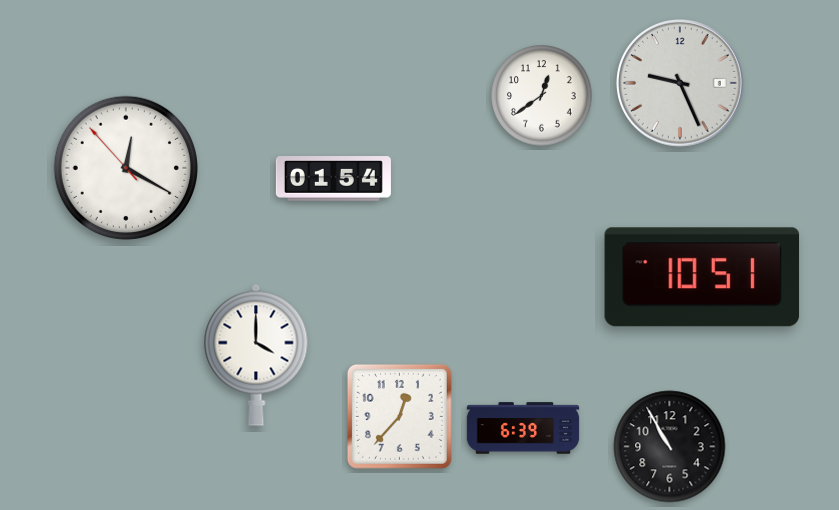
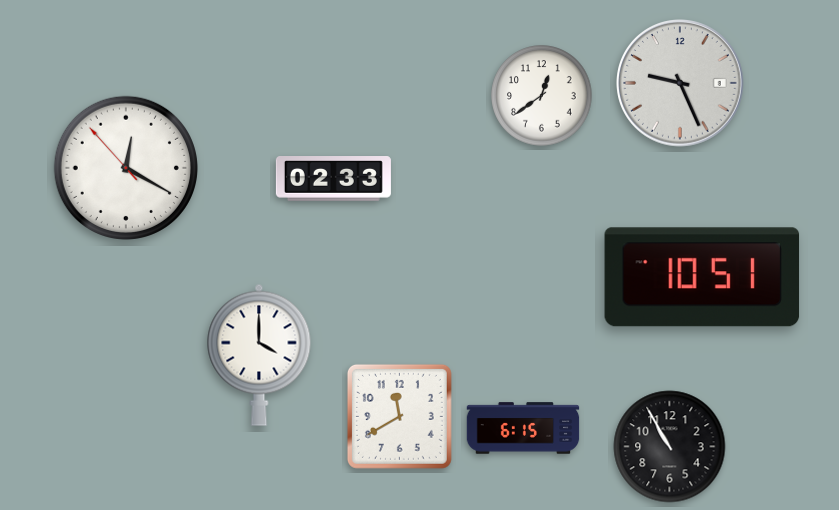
clock at (333, 179): 01:54 -> 02:33
clock at (256, 355) position: (256, 355) -> (259, 355)
clock at (399, 416): 12:37 -> 11:40
clock at (523, 428): 6:39 -> 6:15
